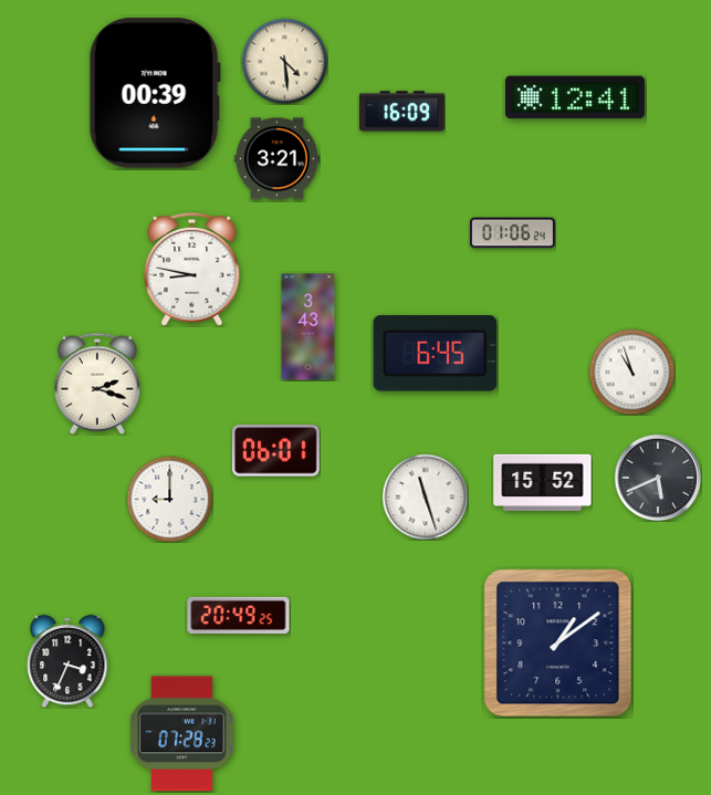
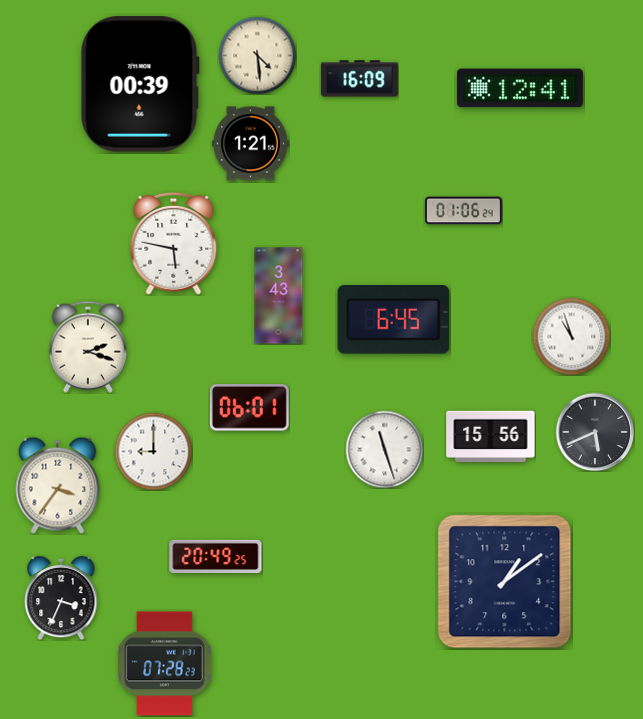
clock at (401, 112) position: (401, 112) -> (359, 79)
clock at (276, 159): 3:21 -> 1:21
clock at (192, 269): 8:47 -> 5:47
clock at (543, 482): 15:52 -> 15:56
clock at (58, 485): none -> 3:36
